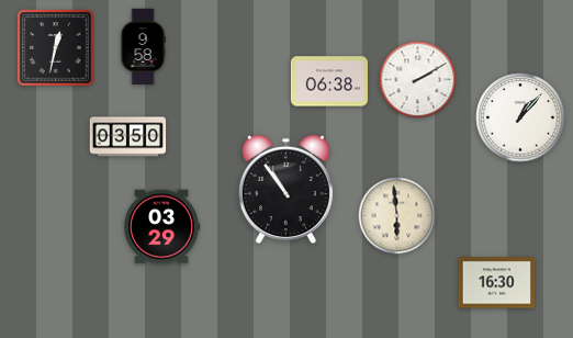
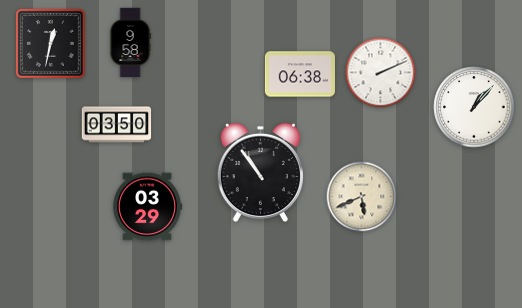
clock at (418, 80): 2:10 -> 2:11
clock at (397, 216): 5:59 -> 5:41
clock at (497, 283): 16:30 -> none
